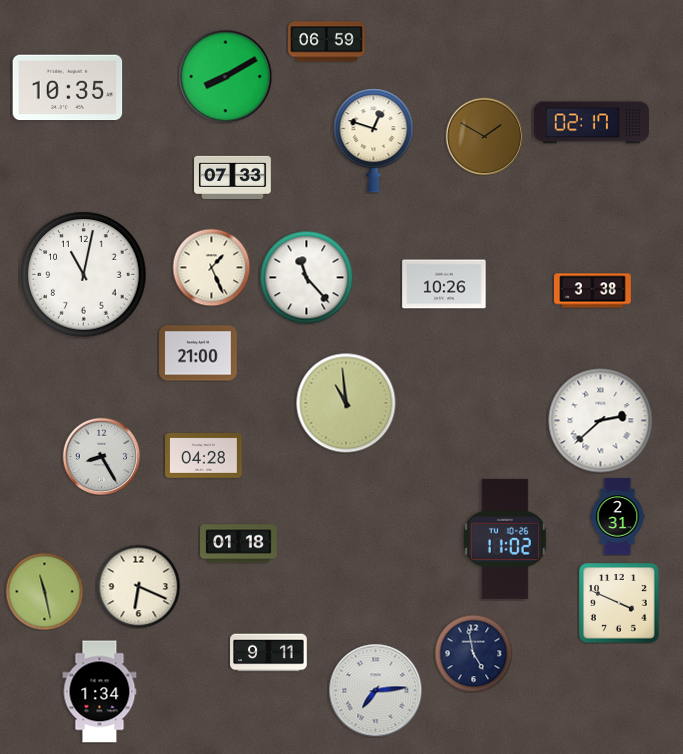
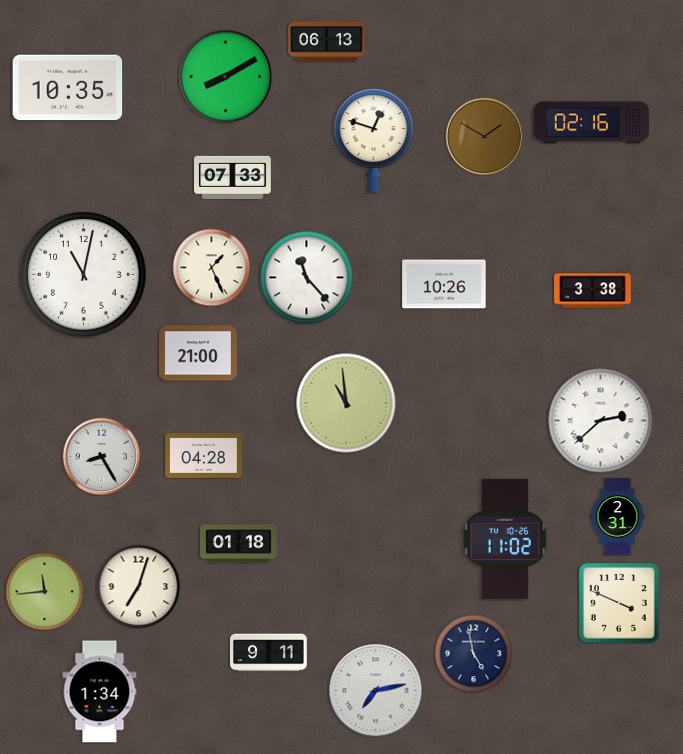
clock at (327, 42): 06:59 -> 06:13
clock at (591, 123): 02:17 -> 02:16
clock at (138, 586): 6:19 -> 7:03
clock at (44, 591): 11:28 -> 11:44
clock at (375, 690): 7:14 -> 7:13
